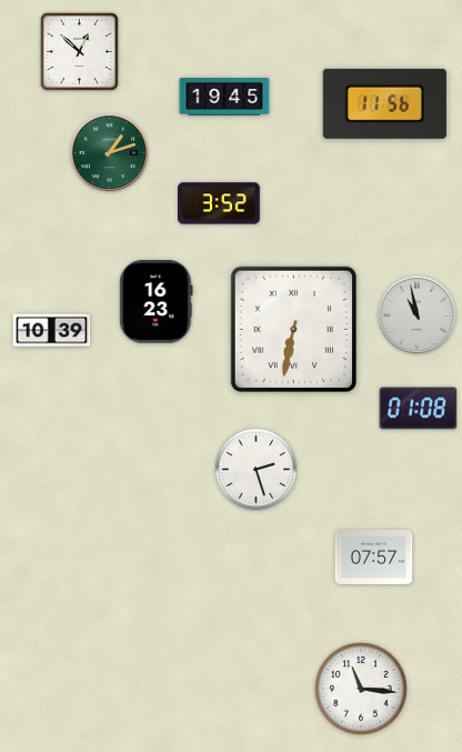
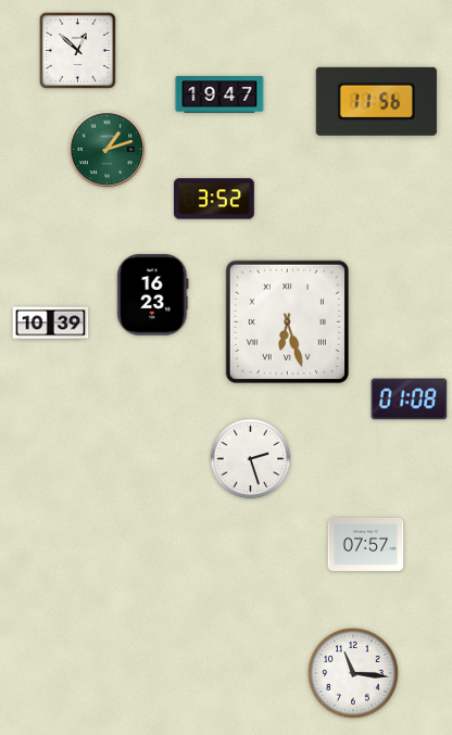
clock at (224, 97): 19:45 -> 19:47
clock at (418, 315): 10:58 -> none
clock at (293, 329): 6:32 -> 6:27
